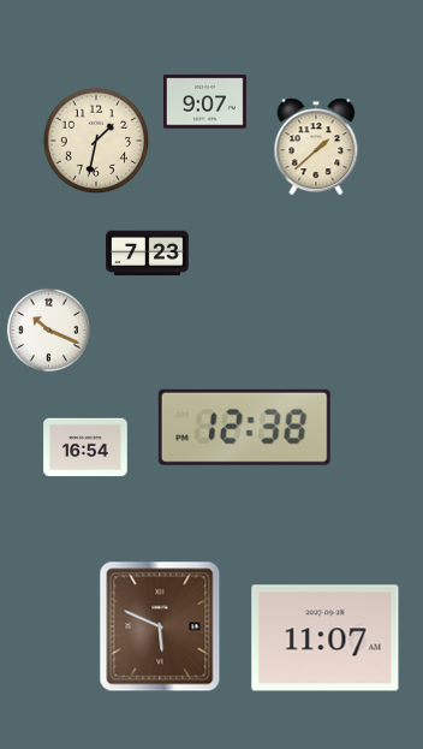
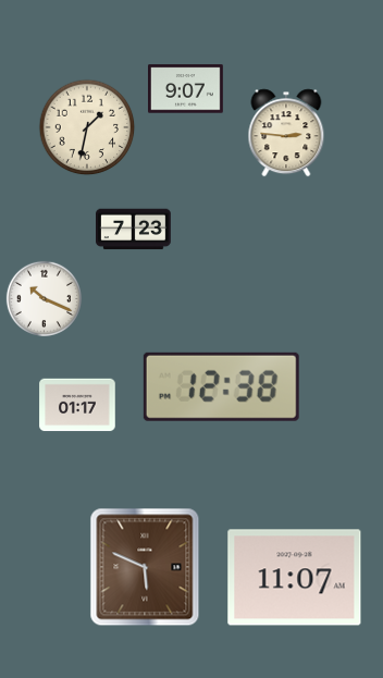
clock at (205, 102) position: (205, 102) -> (186, 89)
clock at (316, 147): 1:38 -> 2:46
clock at (85, 447): 16:54 -> 01:17
